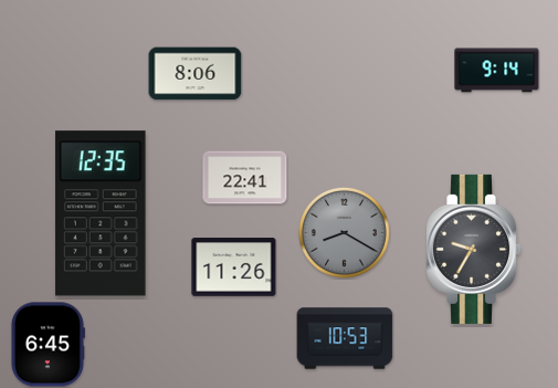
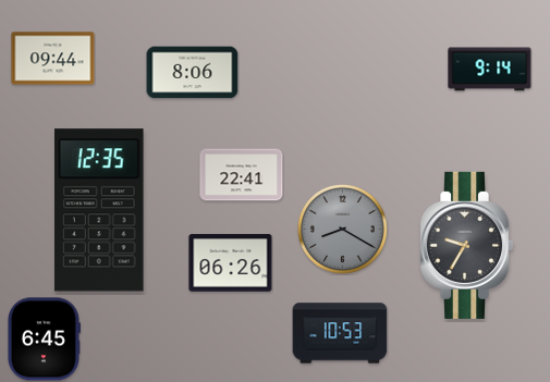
clock at (53, 59): none -> 09:44
clock at (344, 232) position: (344, 232) -> (342, 229)
clock at (234, 268): 11:26 -> 06:26
clock at (48, 345) position: (48, 345) -> (44, 340)
